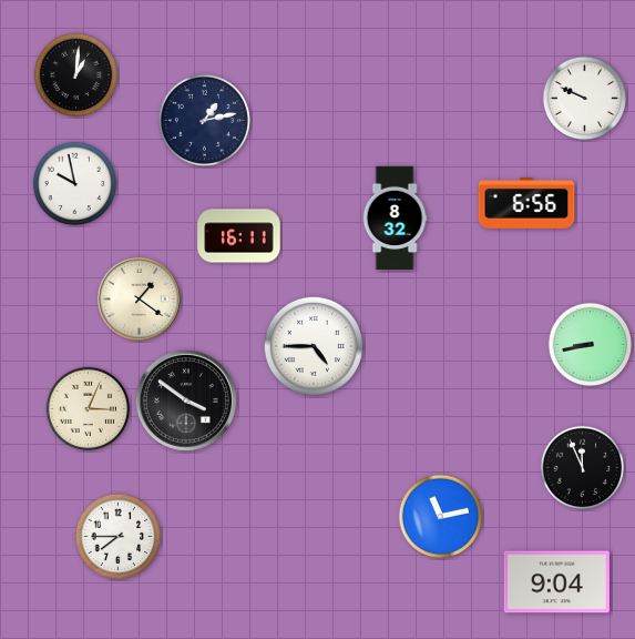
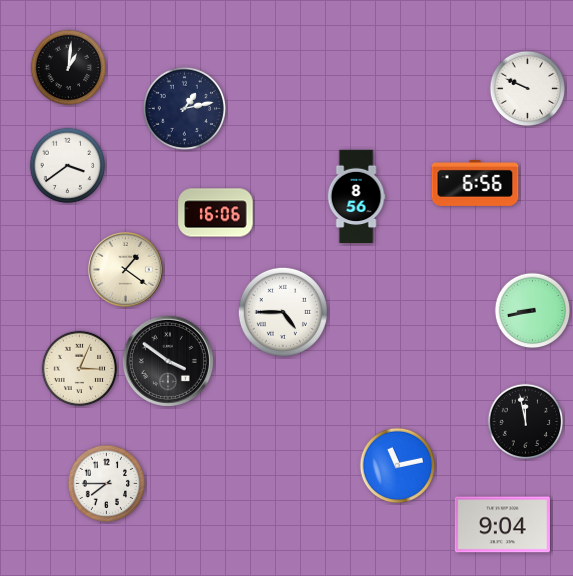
clock at (75, 184): 9:58 -> 3:39
clock at (395, 219): 8:32 -> 8:56
clock at (239, 236): 16:11 -> 16:06
clock at (583, 468): 11:56 -> 11:58
